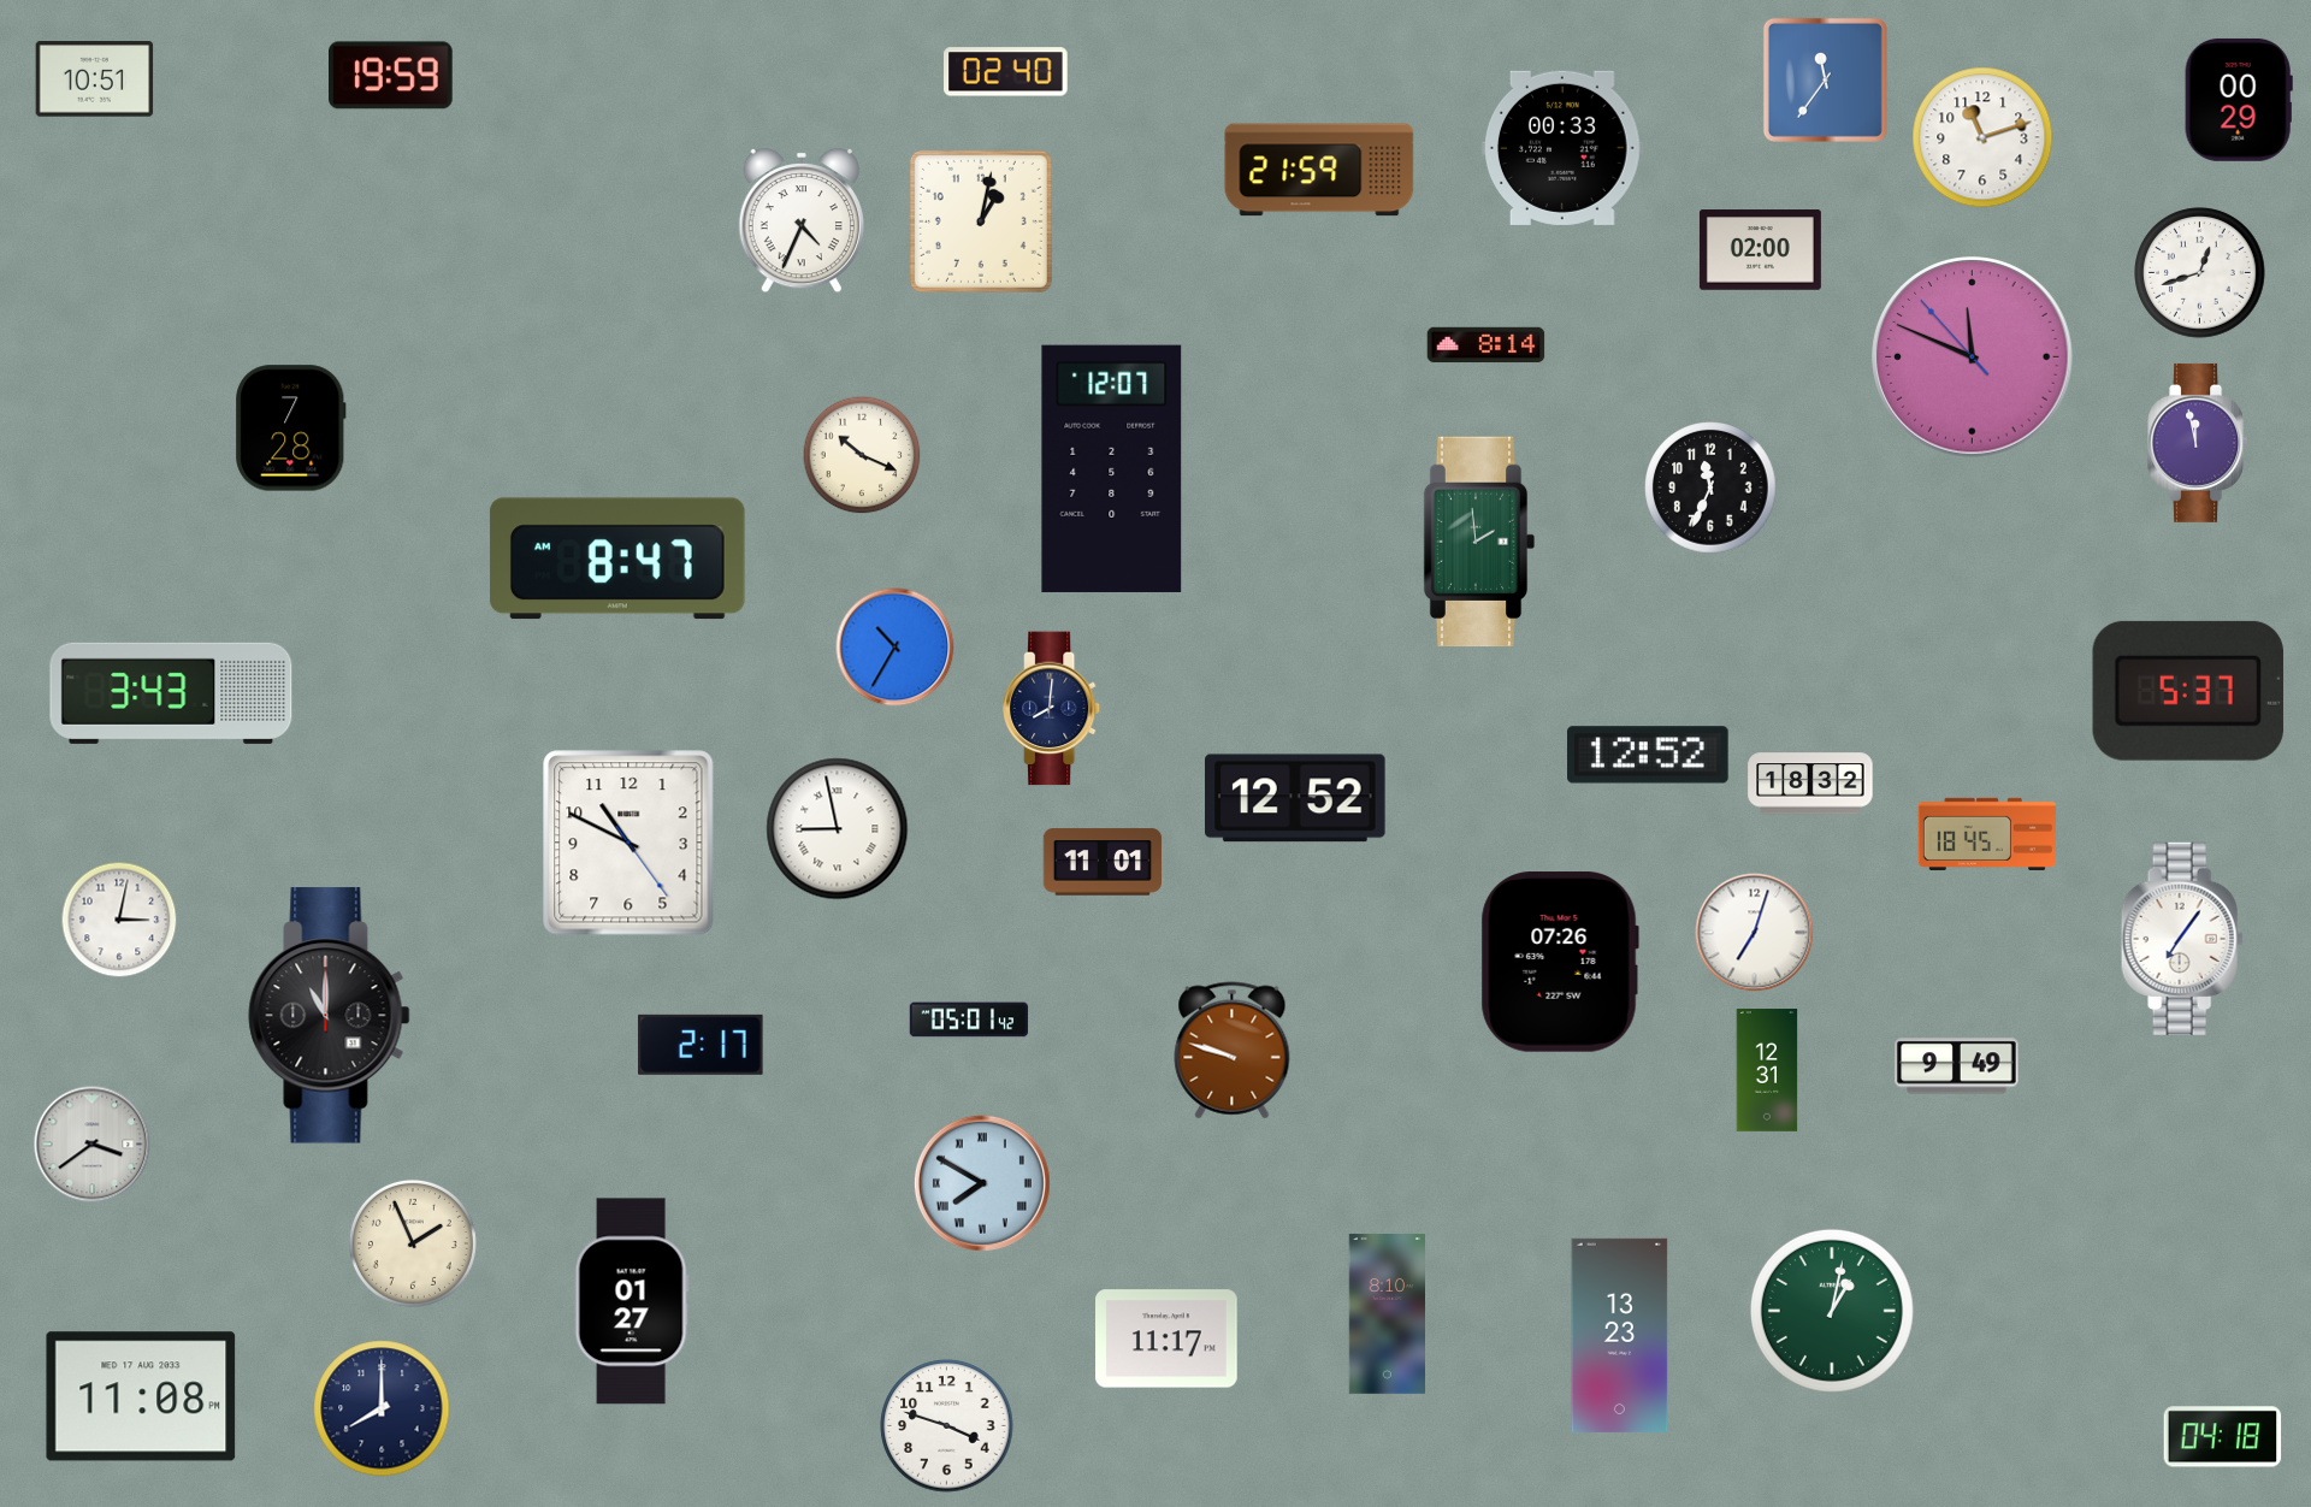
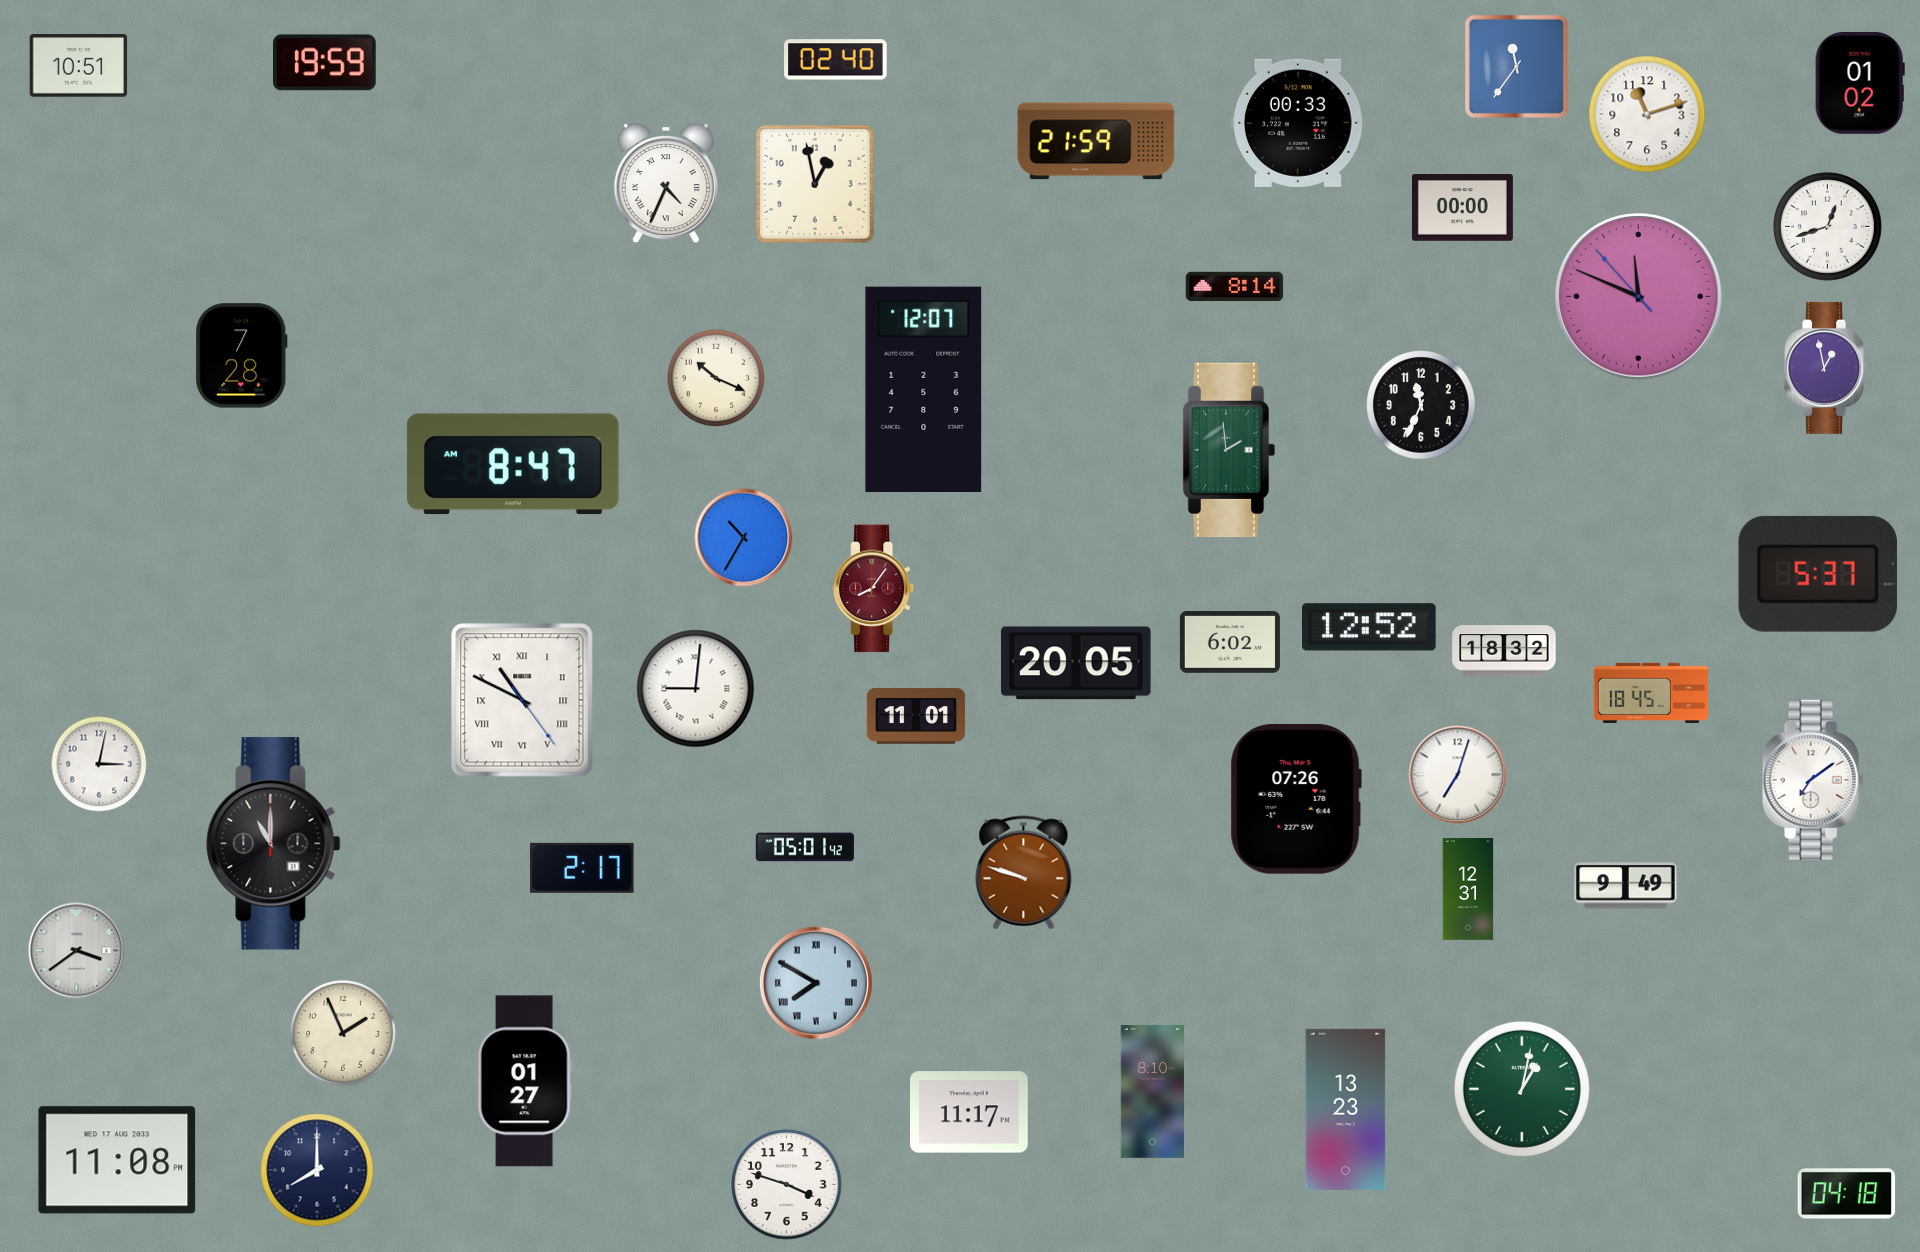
clock at (2239, 100): 00:29 -> 01:02
clock at (981, 221): 1:02 -> 12:58
clock at (1760, 250): 02:00 -> 00:00
clock at (2199, 443): 11:58 -> 12:58
clock at (171, 693): 3:43 -> none
clock at (1053, 709): 8:01 -> 8:06
clock at (1053, 709) dial: navy -> burgundy
clock at (1230, 643): none -> 6:02
clock at (1296, 798): 12:52 -> 20:05
clock at (838, 829): 8:58 -> 9:01
clock at (628, 843) numerals: Arabic -> Roman
clock at (2182, 939): 7:06 -> 7:09
